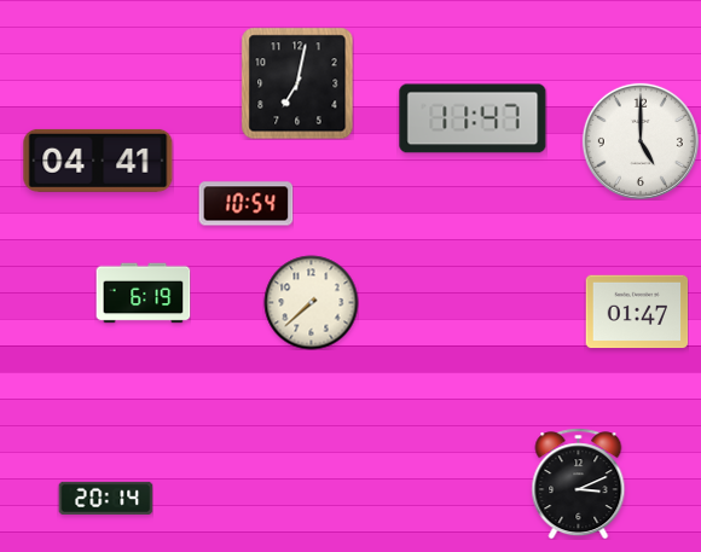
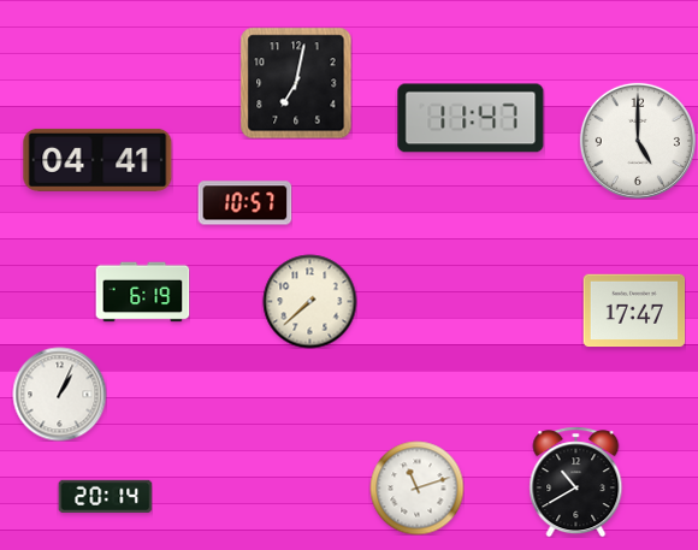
clock at (245, 204): 10:54 -> 10:57
clock at (637, 312): 01:47 -> 17:47
clock at (59, 394): none -> 1:04
clock at (579, 483): 3:11 -> 10:40
clock at (416, 487): none -> 11:12
